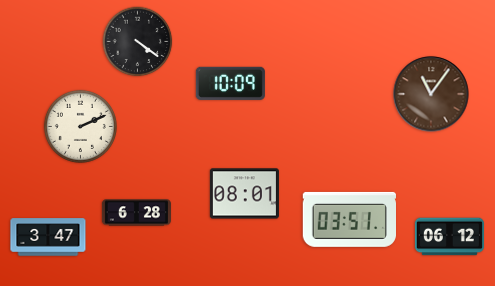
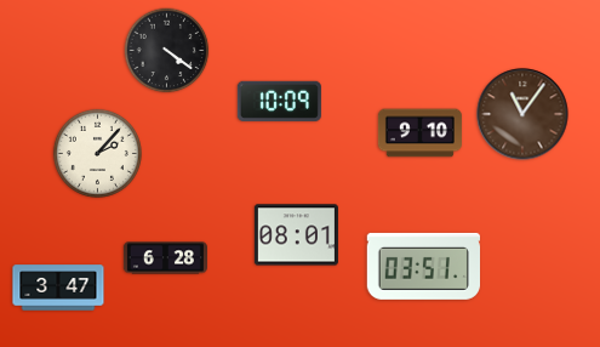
clock at (419, 133): none -> 9:10
clock at (80, 126): 2:11 -> 2:07
clock at (449, 237): 06:12 -> none
